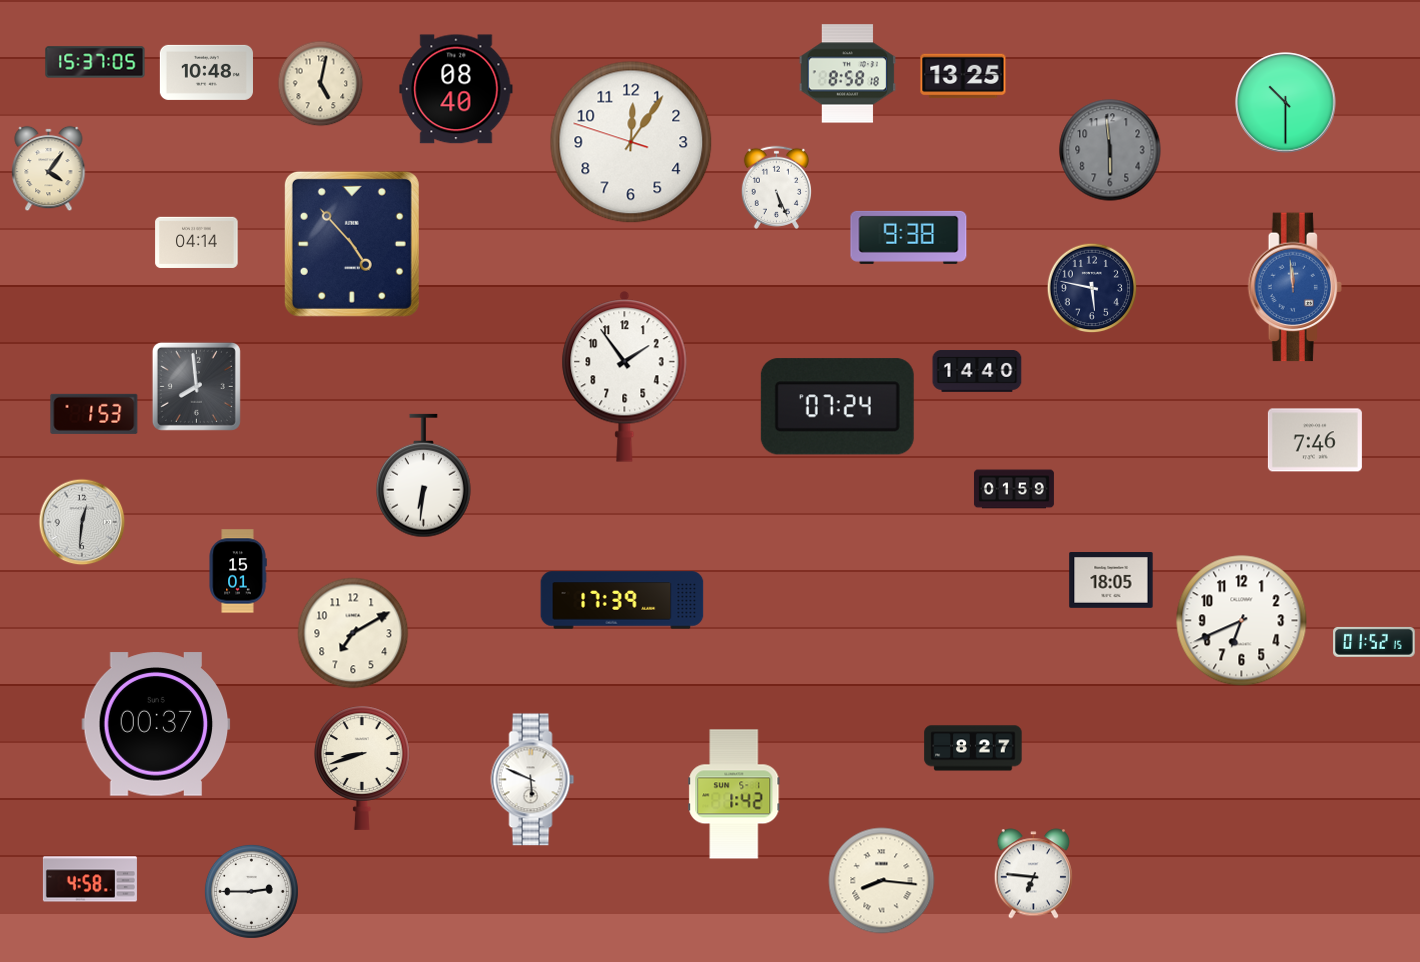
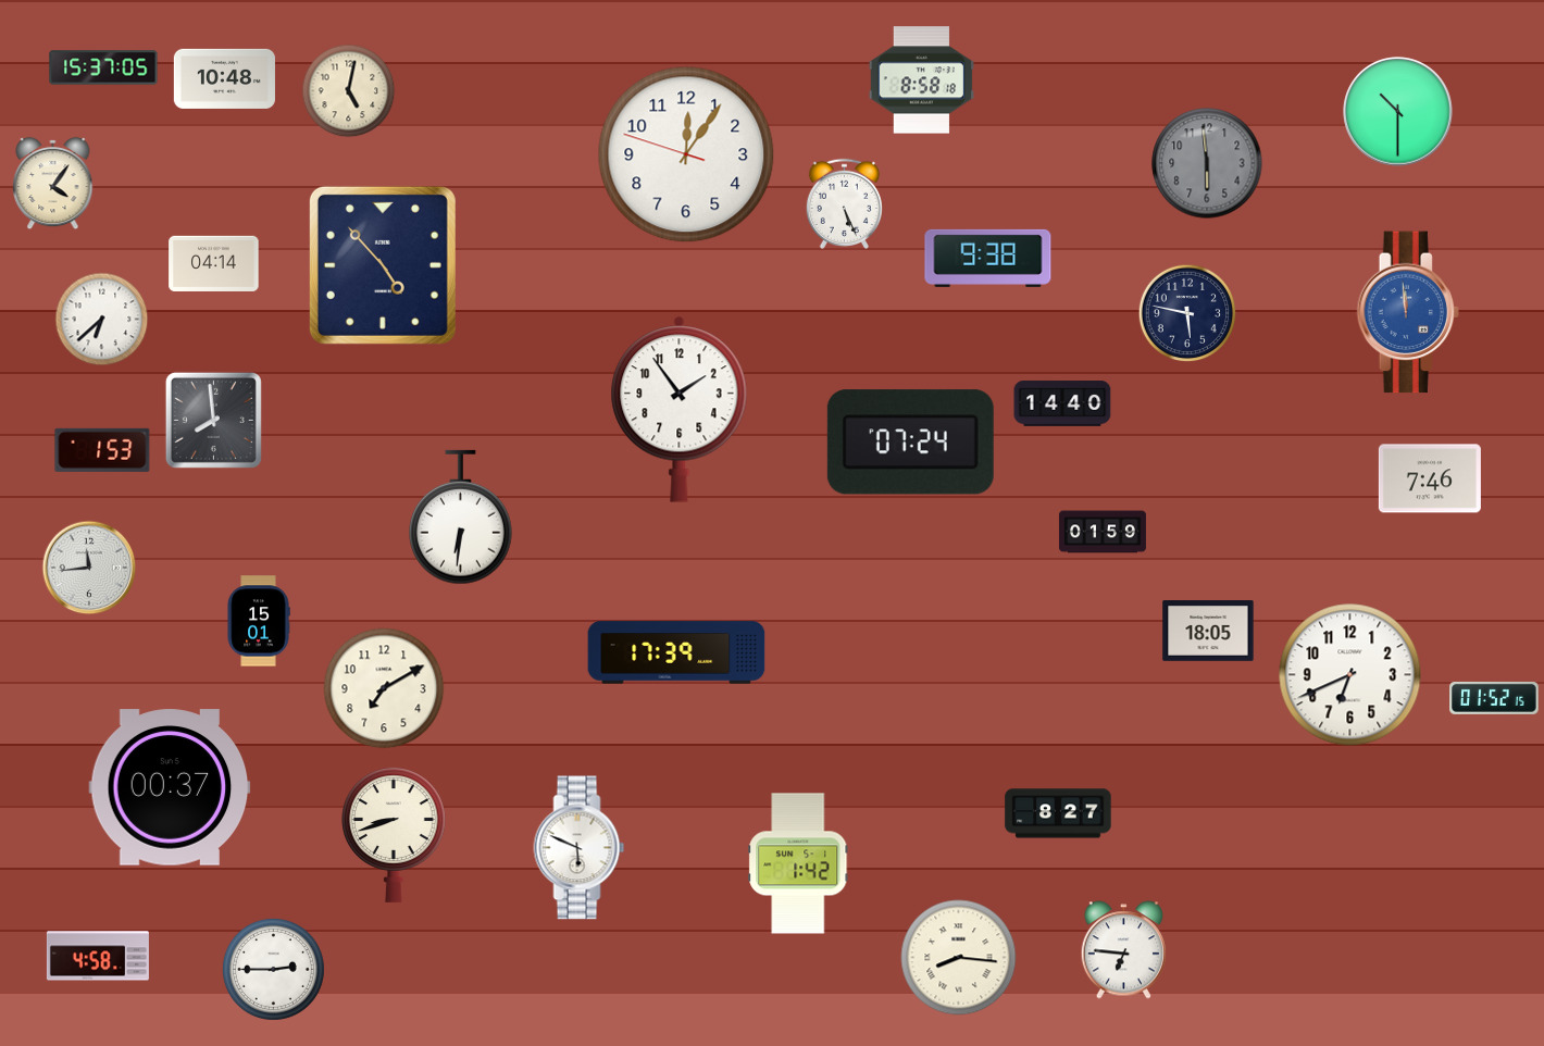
clock at (963, 76): 13:25 -> none
clock at (456, 89): 08:40 -> none
clock at (102, 320): none -> 6:38
clock at (82, 522): 12:31 -> 11:44
